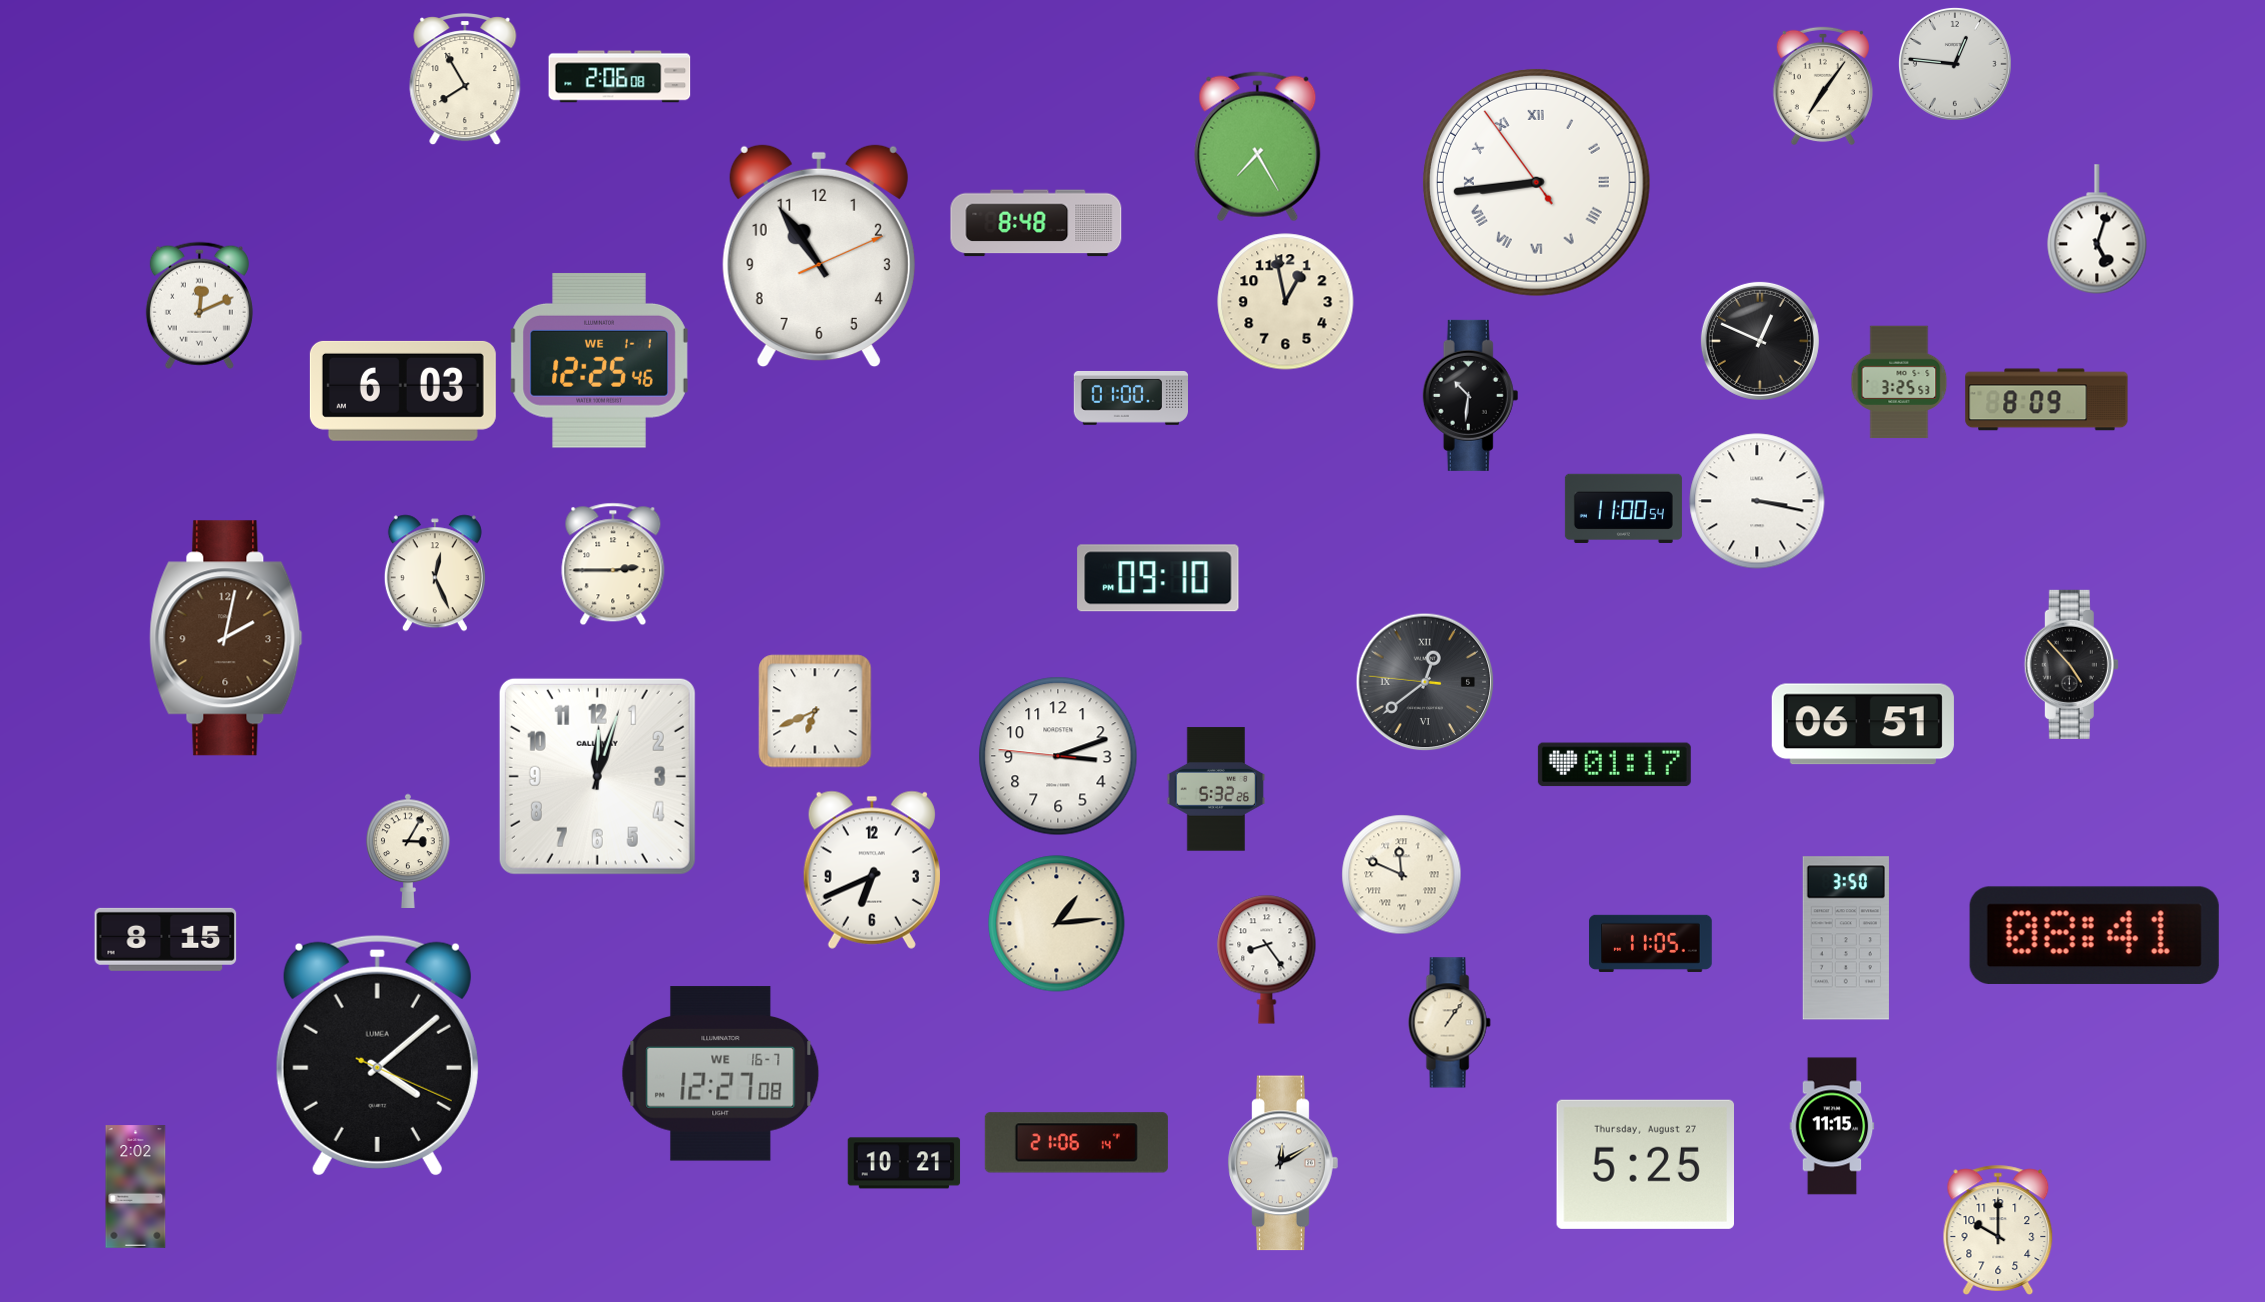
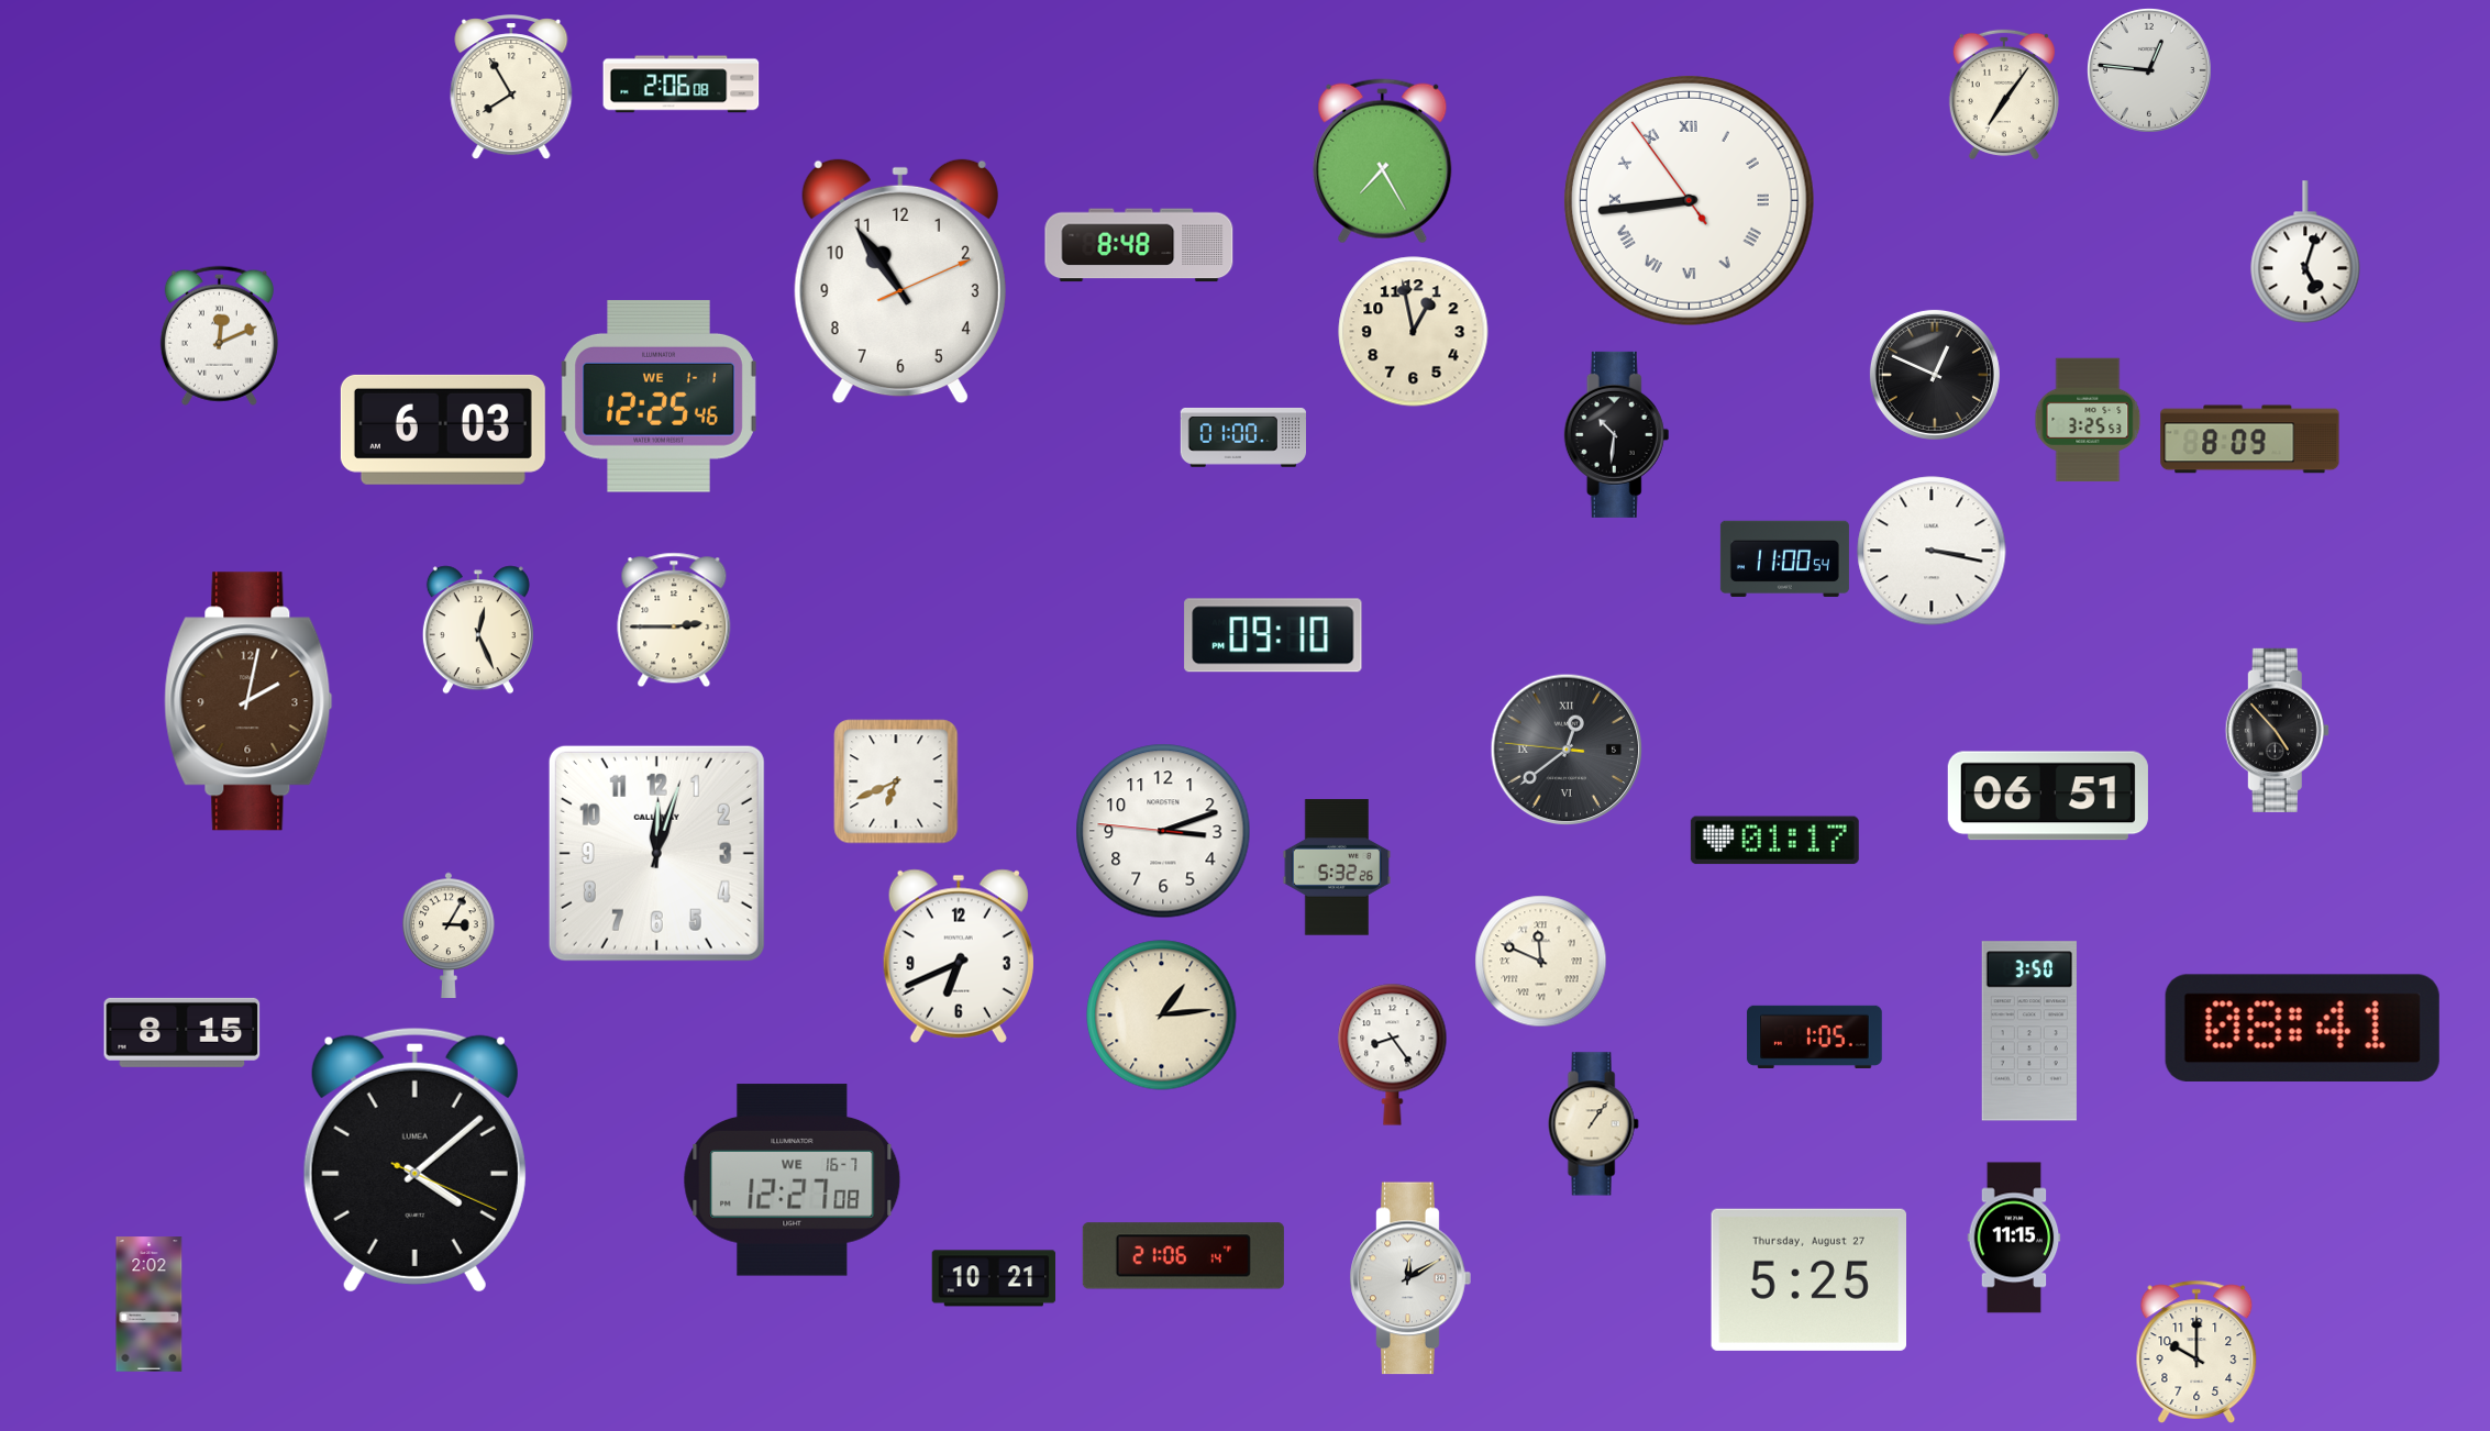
clock at (1651, 943): 11:05 -> 1:05
